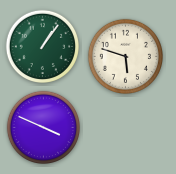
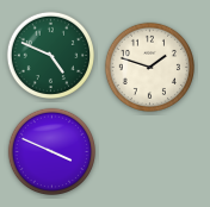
clock at (43, 47): 1:06 -> 4:49
clock at (125, 56): 5:48 -> 1:48
